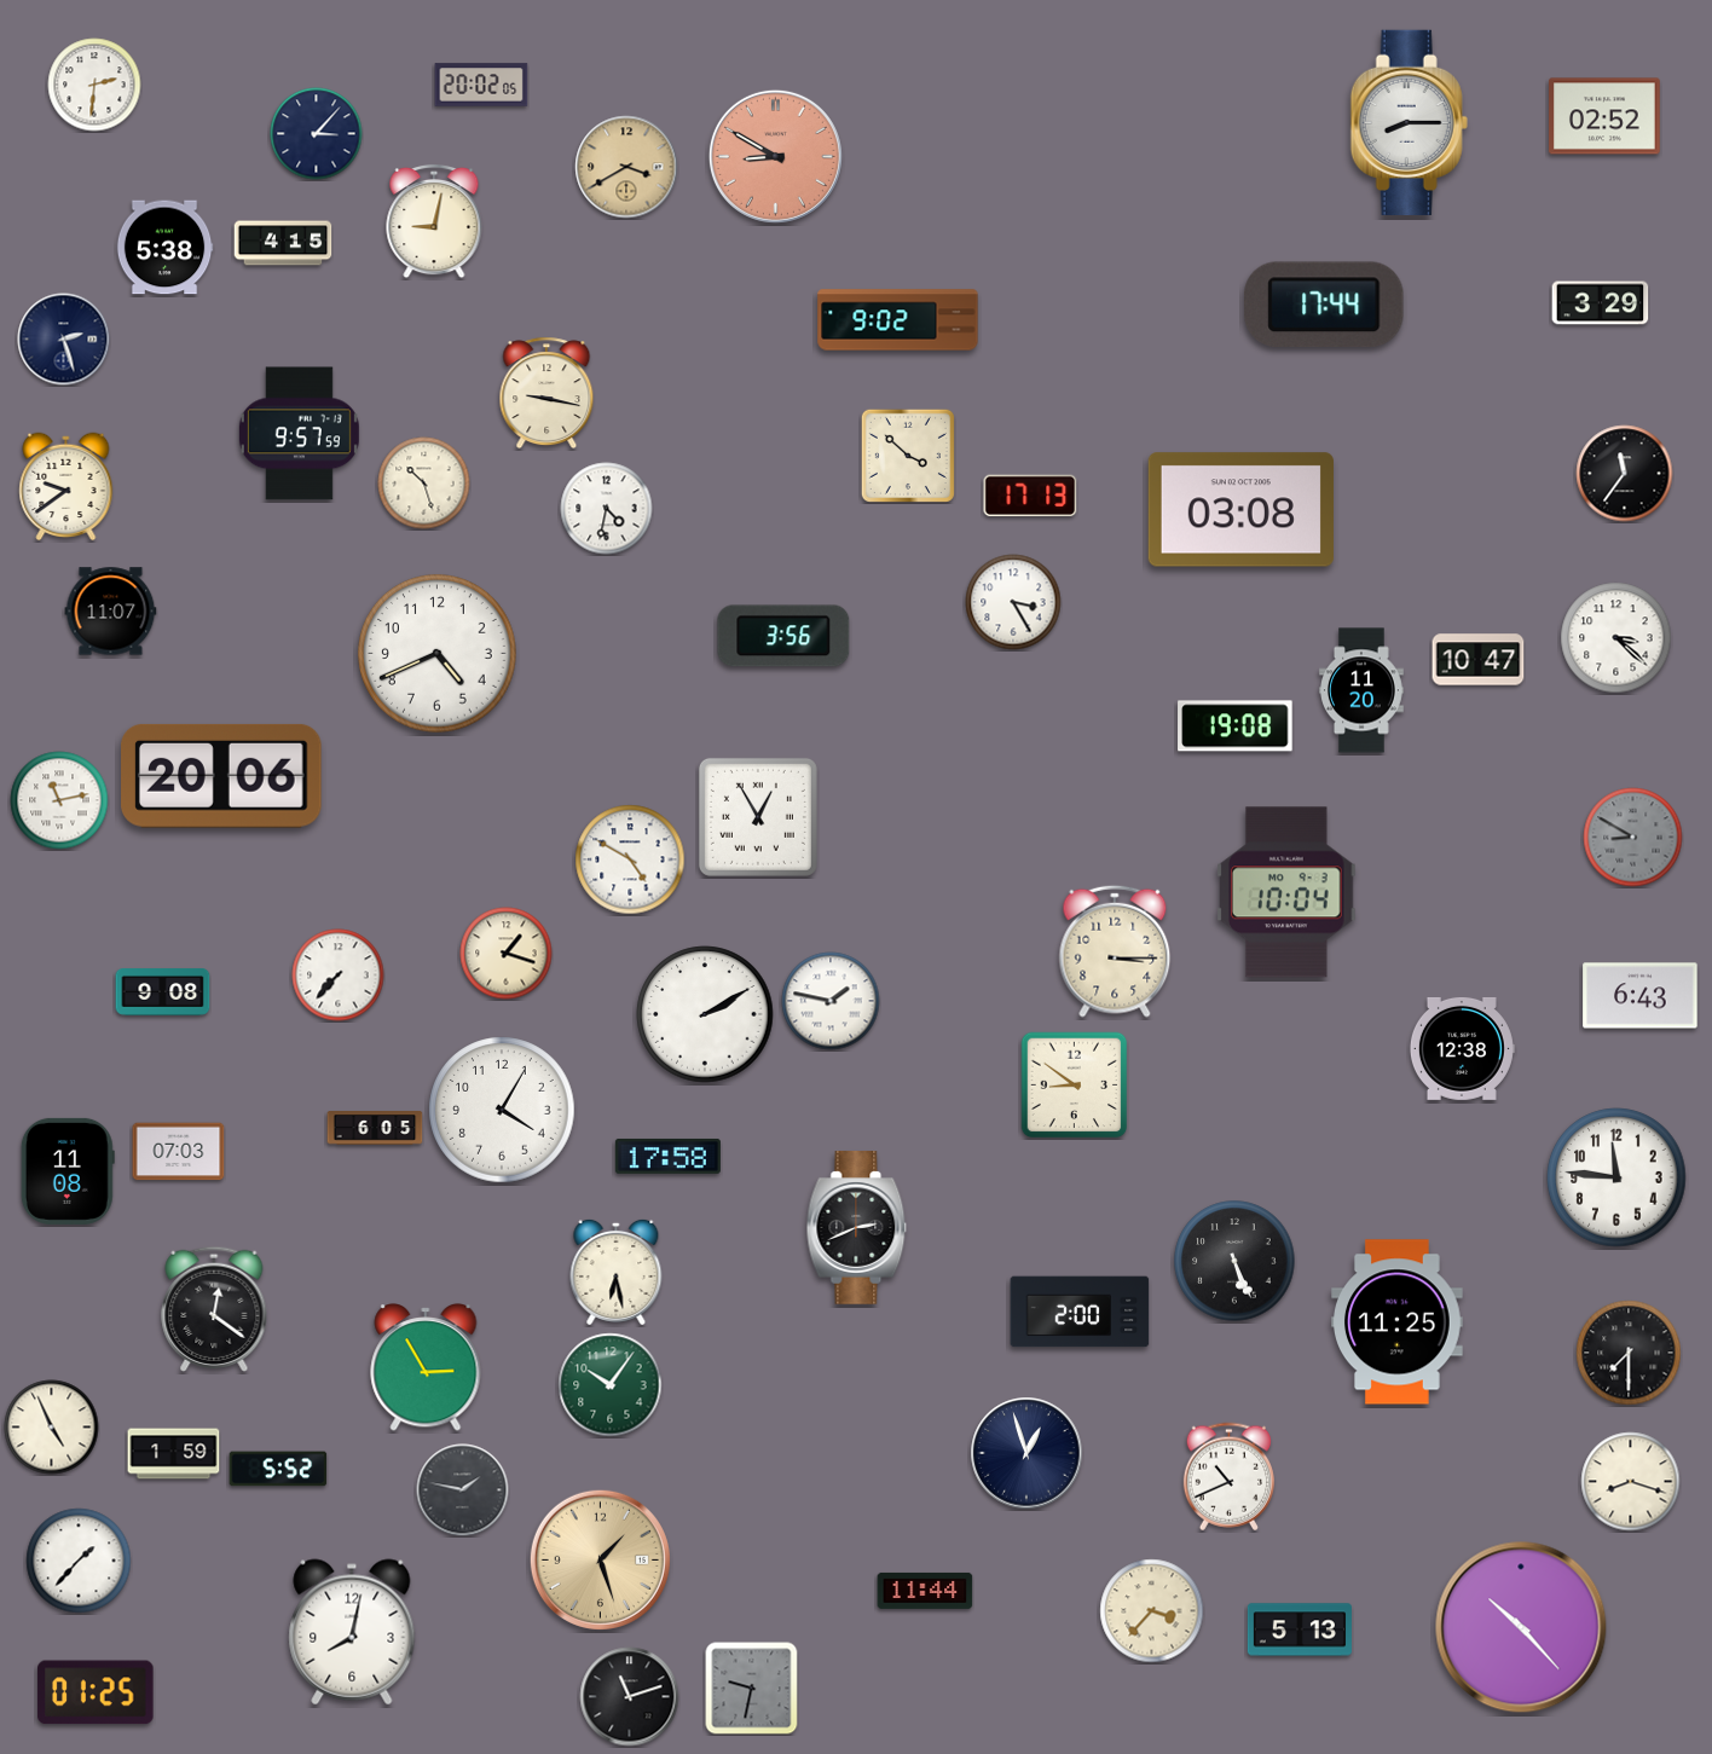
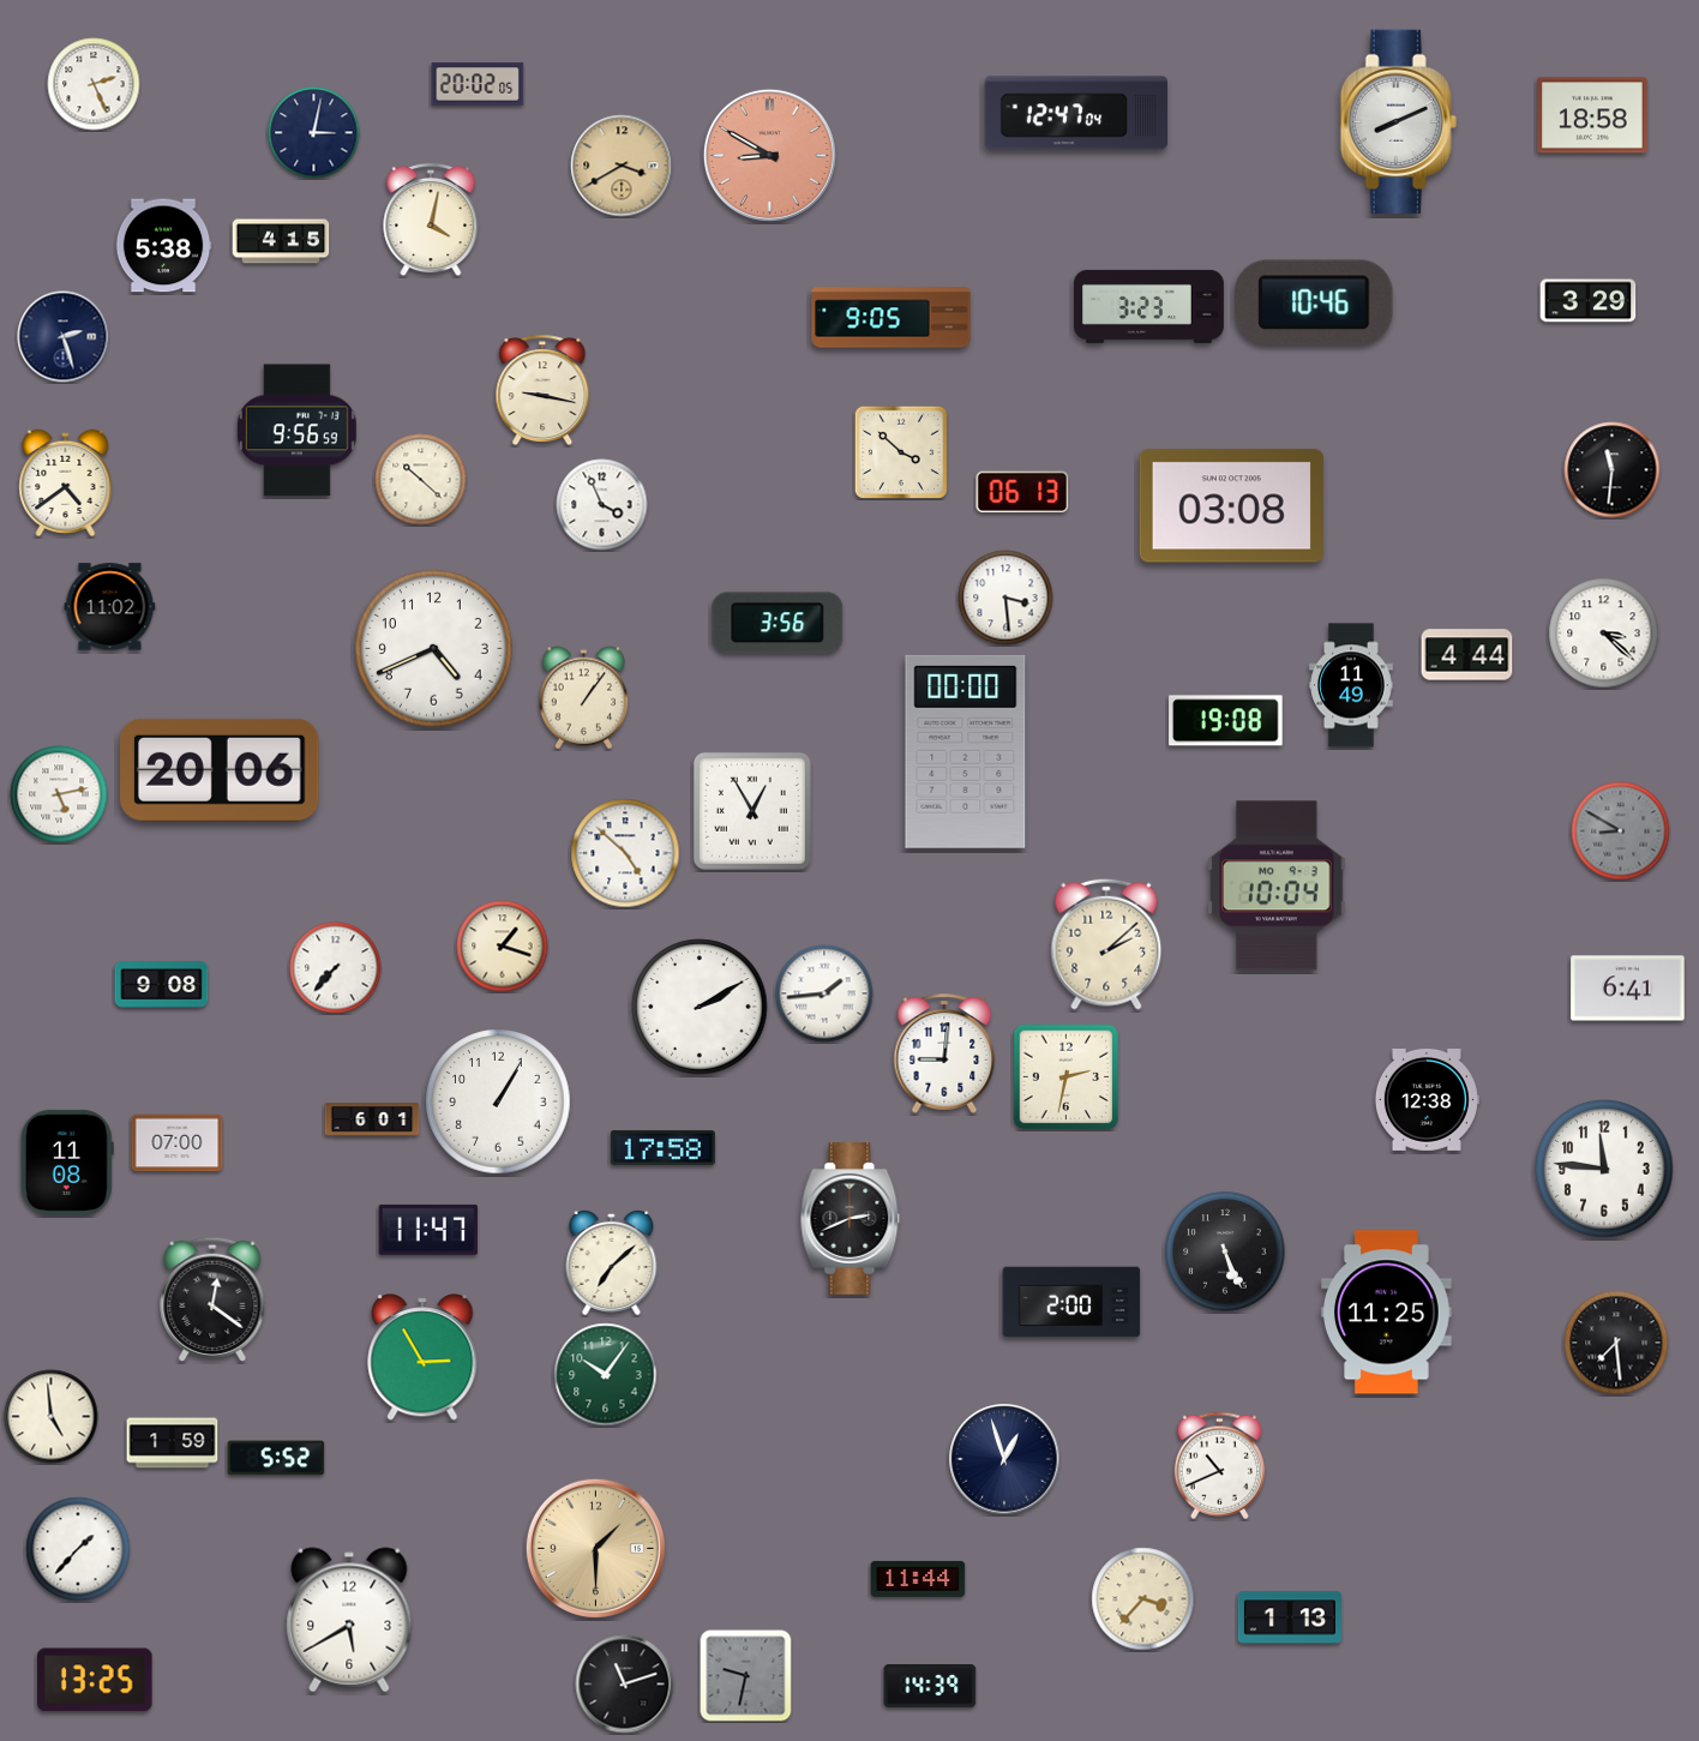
clock at (94, 85): 2:31 -> 2:26
clock at (1076, 113): none -> 12:47
clock at (1606, 116): 02:52 -> 18:58
clock at (1409, 122): 8:15 -> 8:11
clock at (317, 134): 3:07 -> 3:02
clock at (434, 221): 9:02 -> 4:02
clock at (1325, 303): 17:44 -> 10:46
clock at (1148, 306): none -> 3:23
clock at (898, 320): 9:02 -> 9:05
clock at (299, 434): 9:57 -> 9:56
clock at (1625, 474): 11:36 -> 11:31
clock at (424, 484): 10:27 -> 10:22
clock at (66, 487): 9:39 -> 4:39
clock at (1030, 496): 17:13 -> 06:13
clock at (607, 509): 4:32 -> 3:56
clock at (1013, 602): 3:25 -> 3:29
clock at (111, 612): 11:07 -> 11:02
clock at (783, 636) position: (783, 636) -> (778, 623)
clock at (1479, 660): 10:47 -> 4:44
clock at (1363, 690): 11:20 -> 11:49
clock at (584, 698): none -> 1:06
clock at (966, 751): none -> 00:00
clock at (59, 800): 11:13 -> 5:13
clock at (630, 859): 4:50 -> 4:52
clock at (1115, 951): 3:15 -> 2:08
clock at (1641, 996): 6:43 -> 6:41
clock at (831, 1001): 1:47 -> 1:44
clock at (1462, 1048) position: (1462, 1048) -> (1427, 1099)
clock at (944, 1053): none -> 9:01
clock at (1075, 1086): 8:51 -> 2:32
clock at (502, 1110): 4:05 -> 1:05
clock at (375, 1128): 6:05 -> 6:01
clock at (179, 1152): 07:03 -> 07:00
clock at (427, 1230): none -> 11:47
clock at (617, 1272): 6:28 -> 7:08
clock at (1629, 1353): 7:30 -> 7:29
clock at (52, 1428): 4:56 -> 4:59
clock at (1026, 1453) position: (1026, 1453) -> (1004, 1459)
clock at (1631, 1482): 8:18 -> none
clock at (463, 1490): 1:47 -> none
clock at (600, 1559): 1:27 -> 1:30
clock at (1521, 1627): 10:23 -> none
clock at (1300, 1629): 5:13 -> 1:13
clock at (352, 1632): 8:02 -> 5:40
clock at (96, 1692): 01:25 -> 13:25
clock at (930, 1686): none -> 14:39
